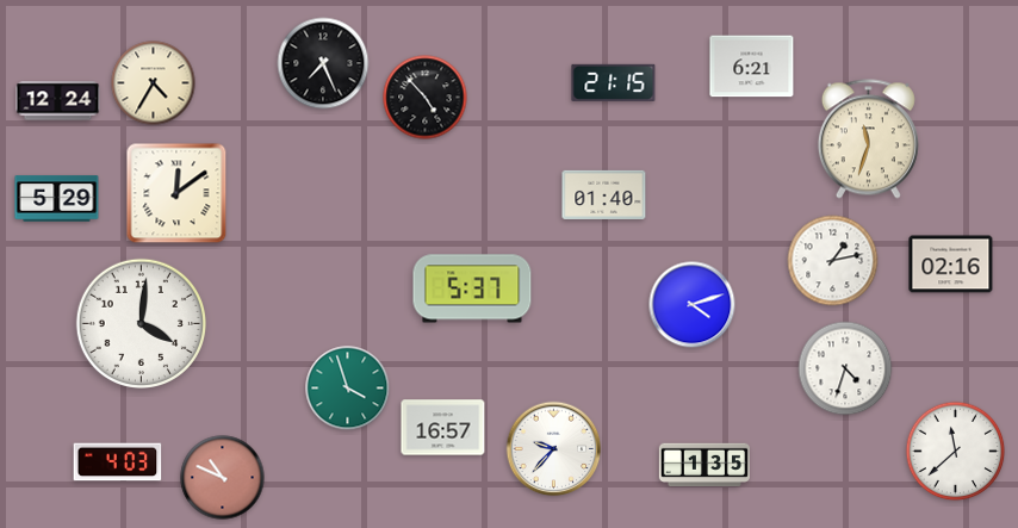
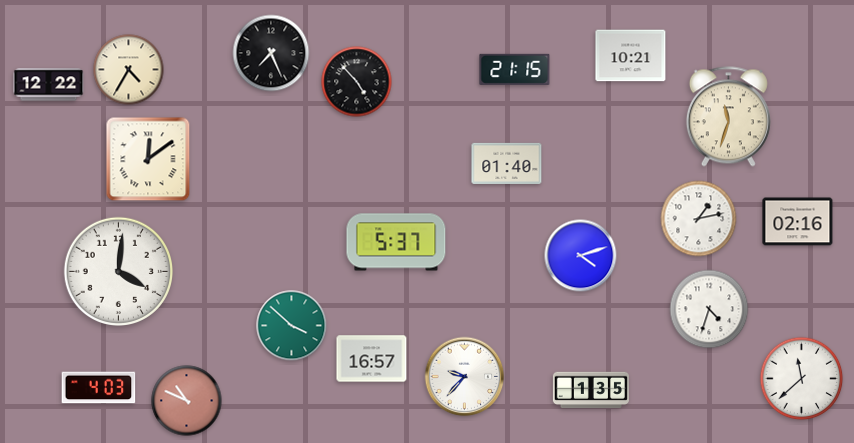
clock at (752, 67): 6:21 -> 10:21
clock at (58, 101): 12:24 -> 12:22
clock at (176, 193) position: (176, 193) -> (148, 159)
clock at (57, 199): 5:29 -> none
clock at (348, 389): 3:57 -> 3:52
